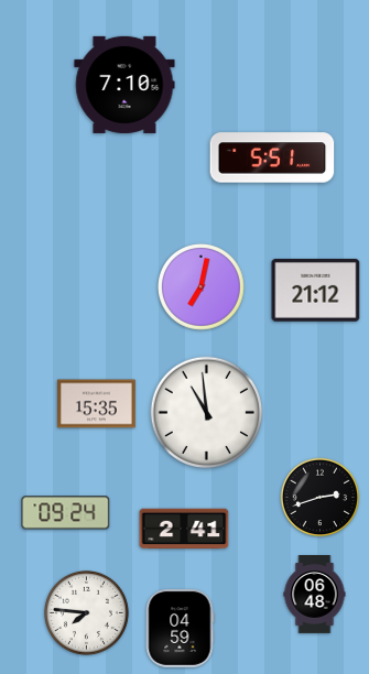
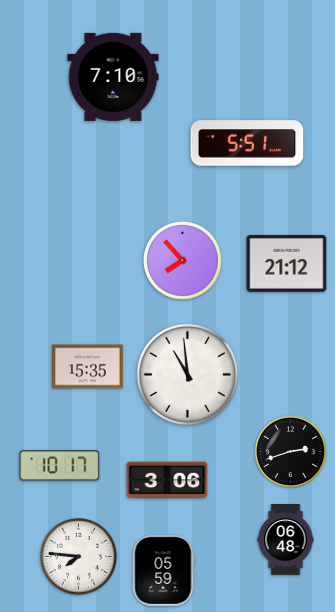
clock at (202, 287): 7:02 -> 7:53
clock at (66, 513): 09:24 -> 10:17
clock at (184, 529): 2:41 -> 3:06
clock at (180, 628): 04:59 -> 05:59
